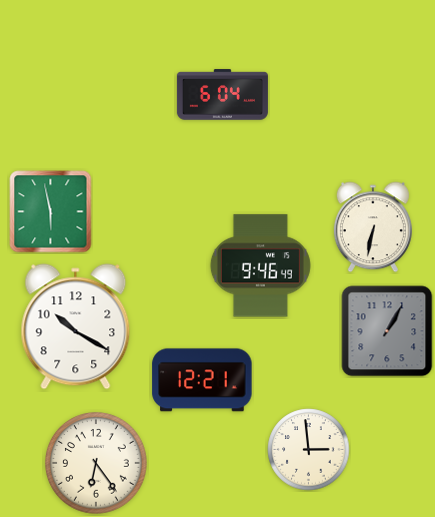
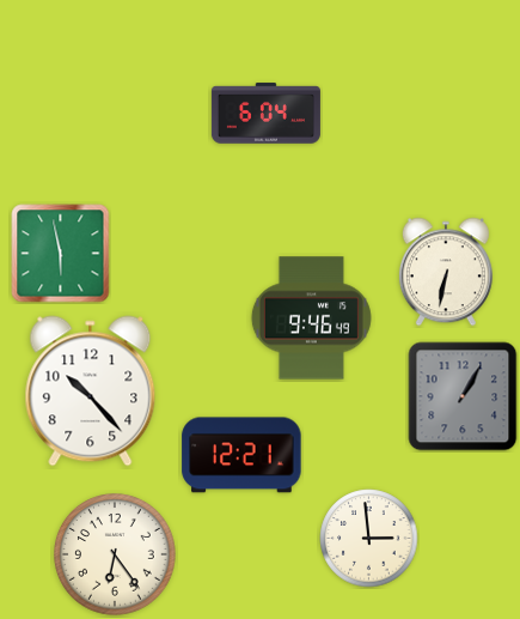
clock at (76, 327): 10:20 -> 10:23
